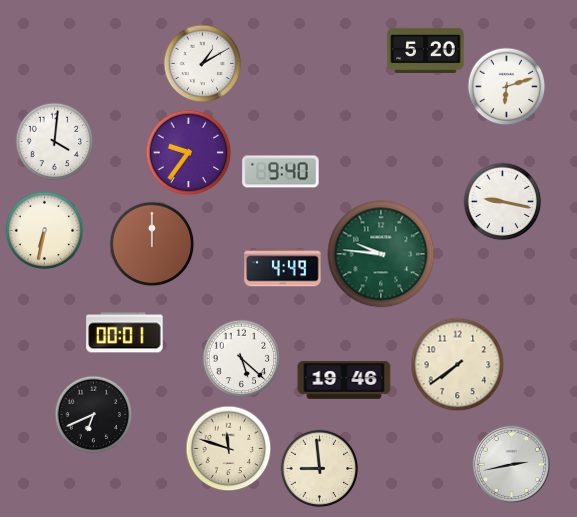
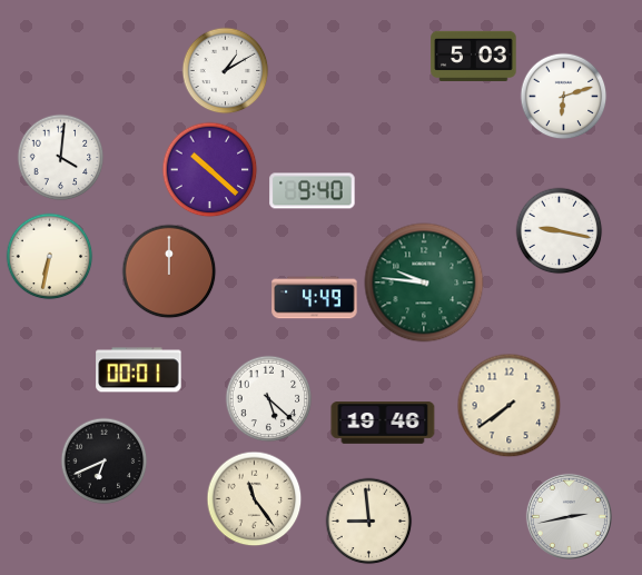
clock at (426, 50): 5:20 -> 5:03
clock at (188, 152): 9:36 -> 10:22
clock at (502, 201) position: (502, 201) -> (559, 230)
clock at (228, 448): 11:48 -> 11:24
clock at (319, 468) position: (319, 468) -> (368, 521)
